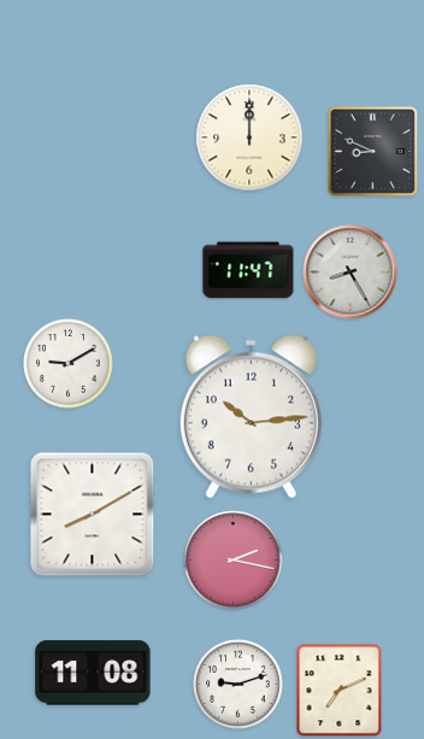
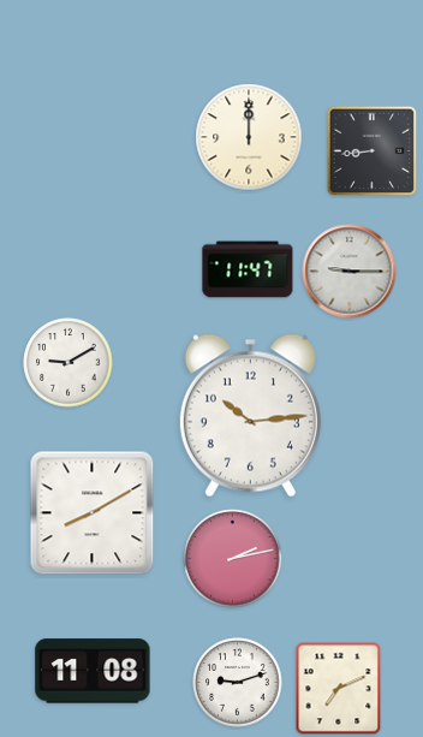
clock at (373, 152): 8:49 -> 8:44
clock at (351, 272): 8:25 -> 9:15
clock at (234, 561): 2:17 -> 2:13
